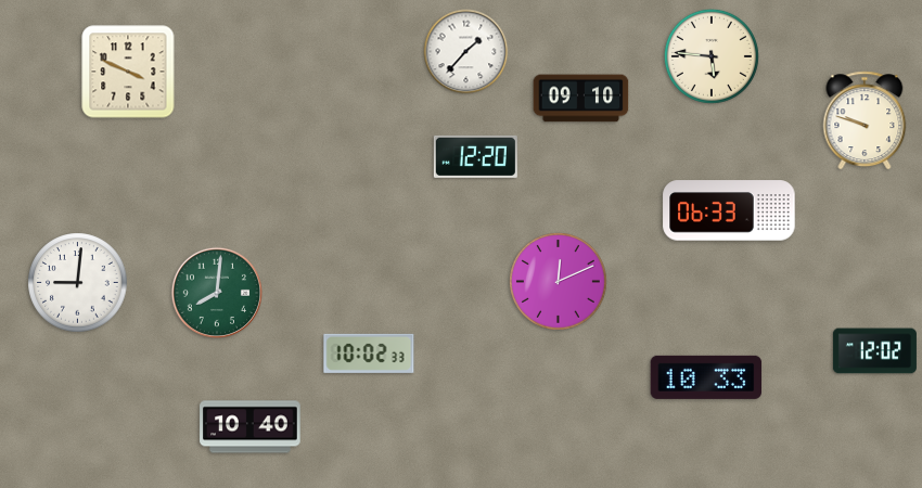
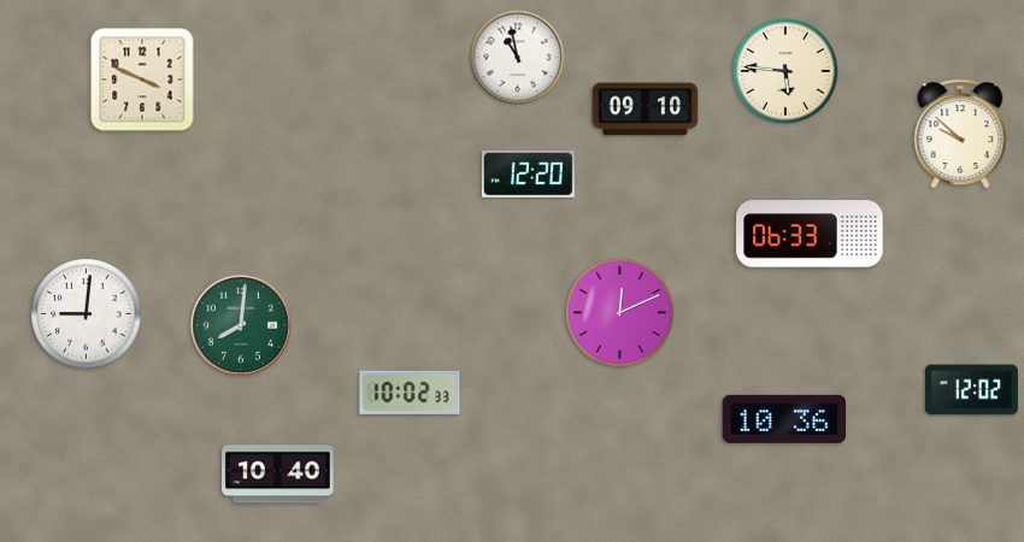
clock at (466, 52): 1:37 -> 10:58
clock at (712, 56) position: (712, 56) -> (785, 71)
clock at (865, 120): 9:48 -> 9:52
clock at (706, 377): 10:33 -> 10:36
